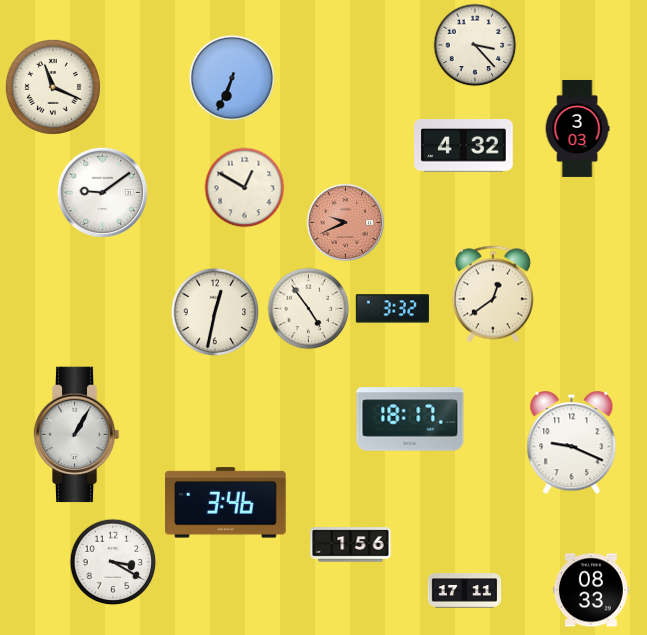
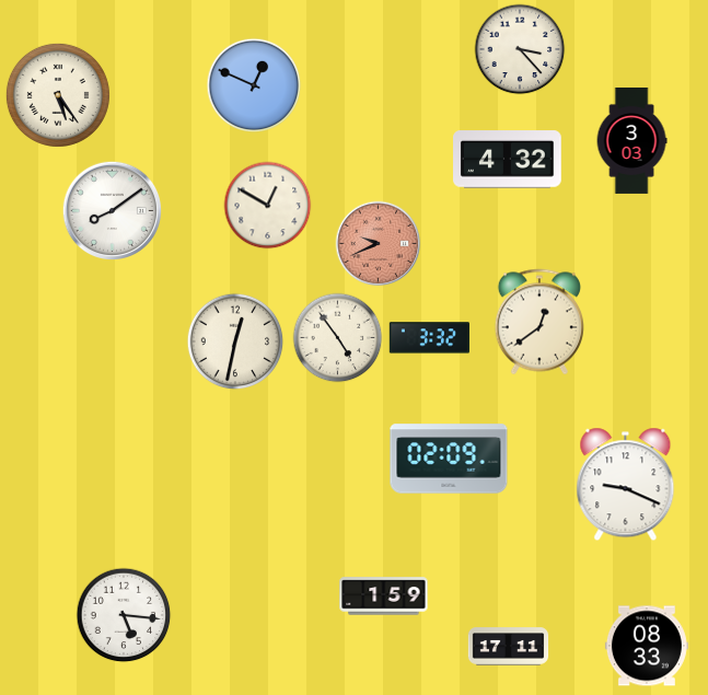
clock at (232, 78): 6:34 -> 12:49
clock at (53, 87): 11:19 -> 5:24
clock at (102, 192): 9:09 -> 8:09
clock at (410, 419): 18:17 -> 02:09
clock at (76, 435): 1:05 -> none
clock at (226, 503): 3:46 -> none
clock at (351, 545): 1:56 -> 1:59
clock at (113, 562): 3:20 -> 5:16
